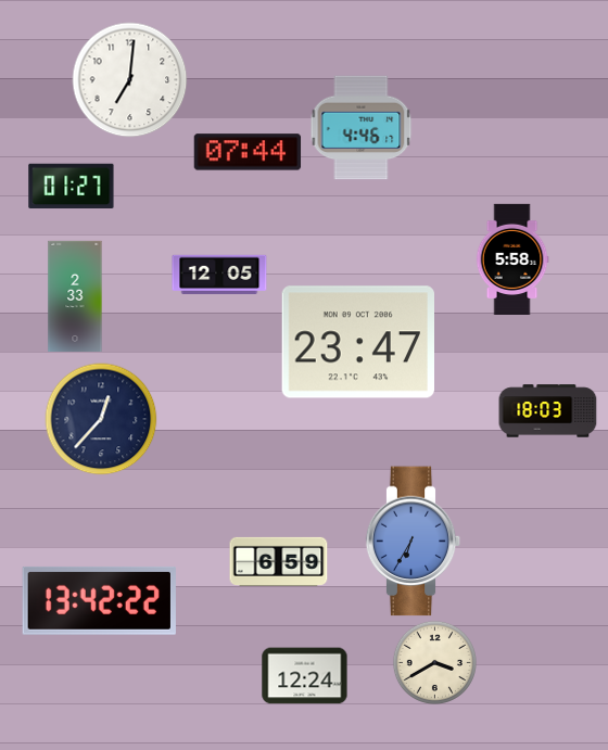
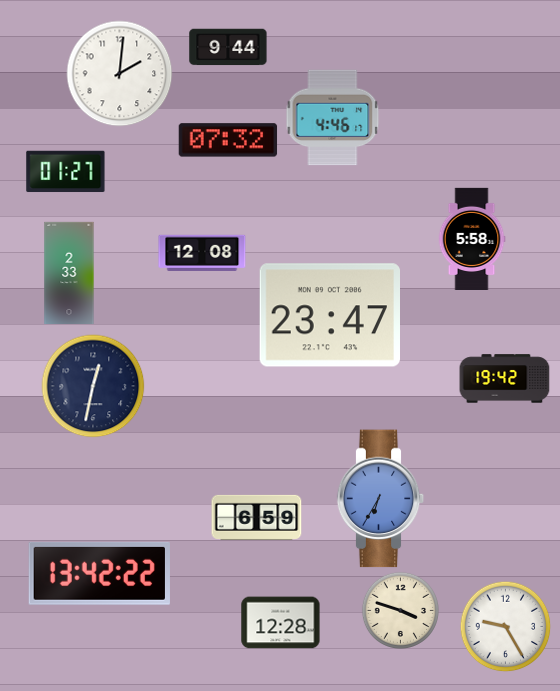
clock at (228, 47): none -> 9:44
clock at (130, 80): 7:01 -> 2:01
clock at (248, 152): 07:44 -> 07:32
clock at (219, 274): 12:05 -> 12:08
clock at (548, 411): 18:03 -> 19:42
clock at (101, 419): 12:37 -> 12:32
clock at (99, 600) position: (99, 600) -> (99, 573)
clock at (434, 662): 3:40 -> 3:48
clock at (305, 676): 12:24 -> 12:28
clock at (505, 626): none -> 9:25
